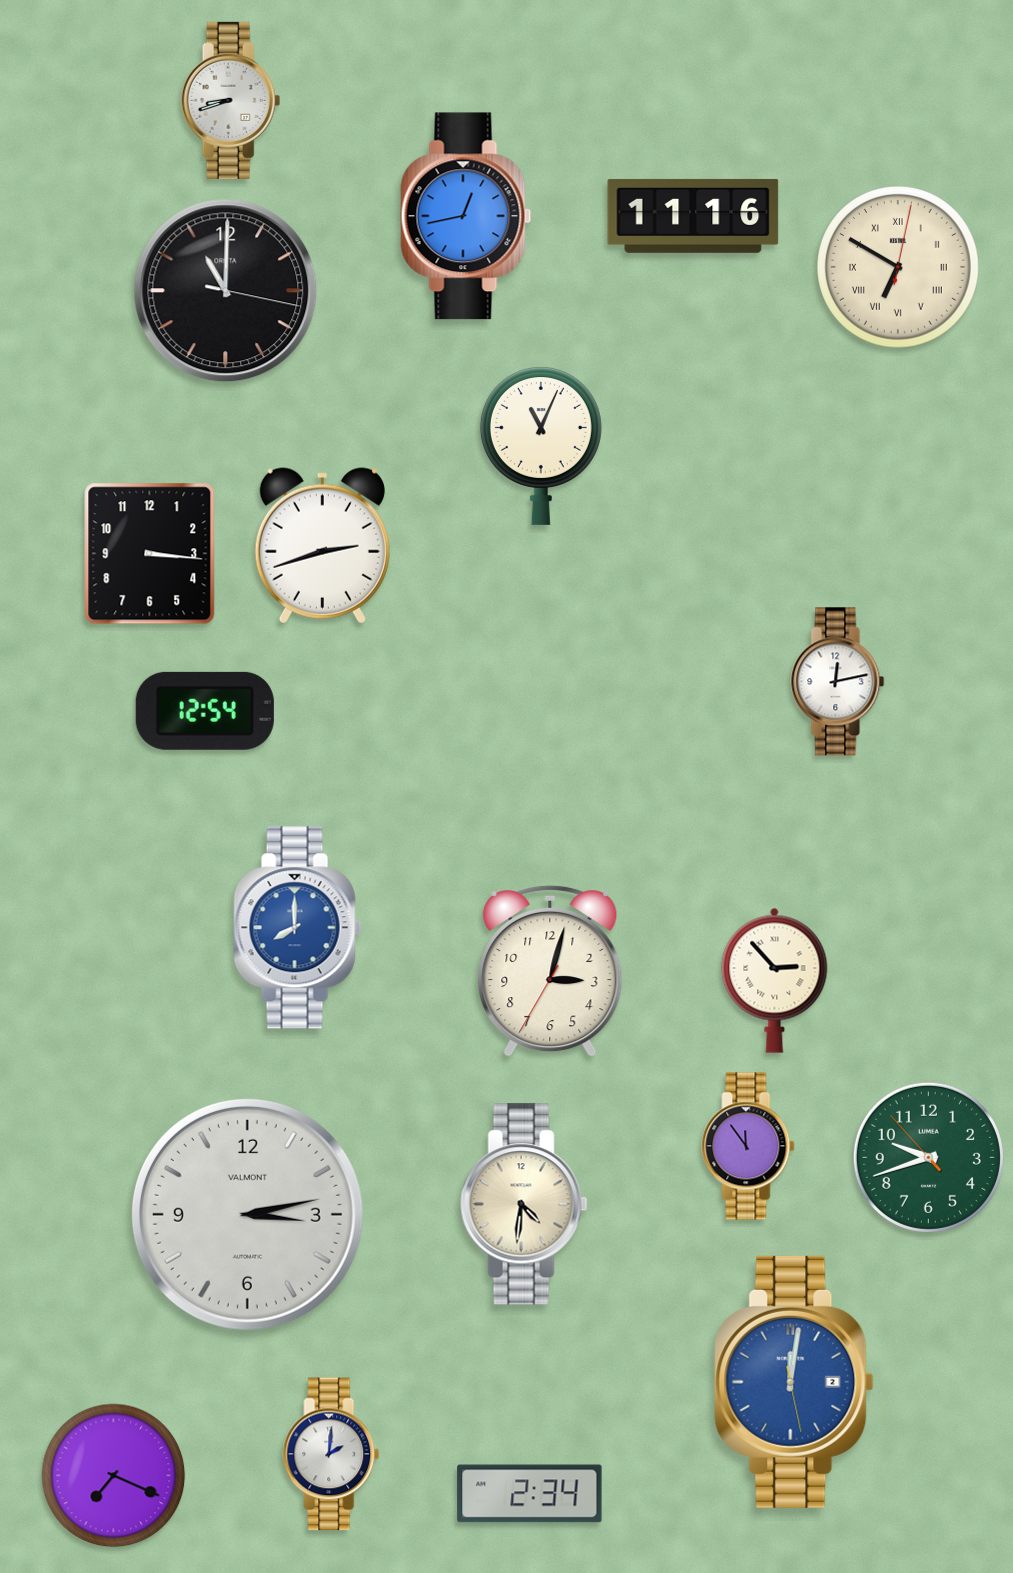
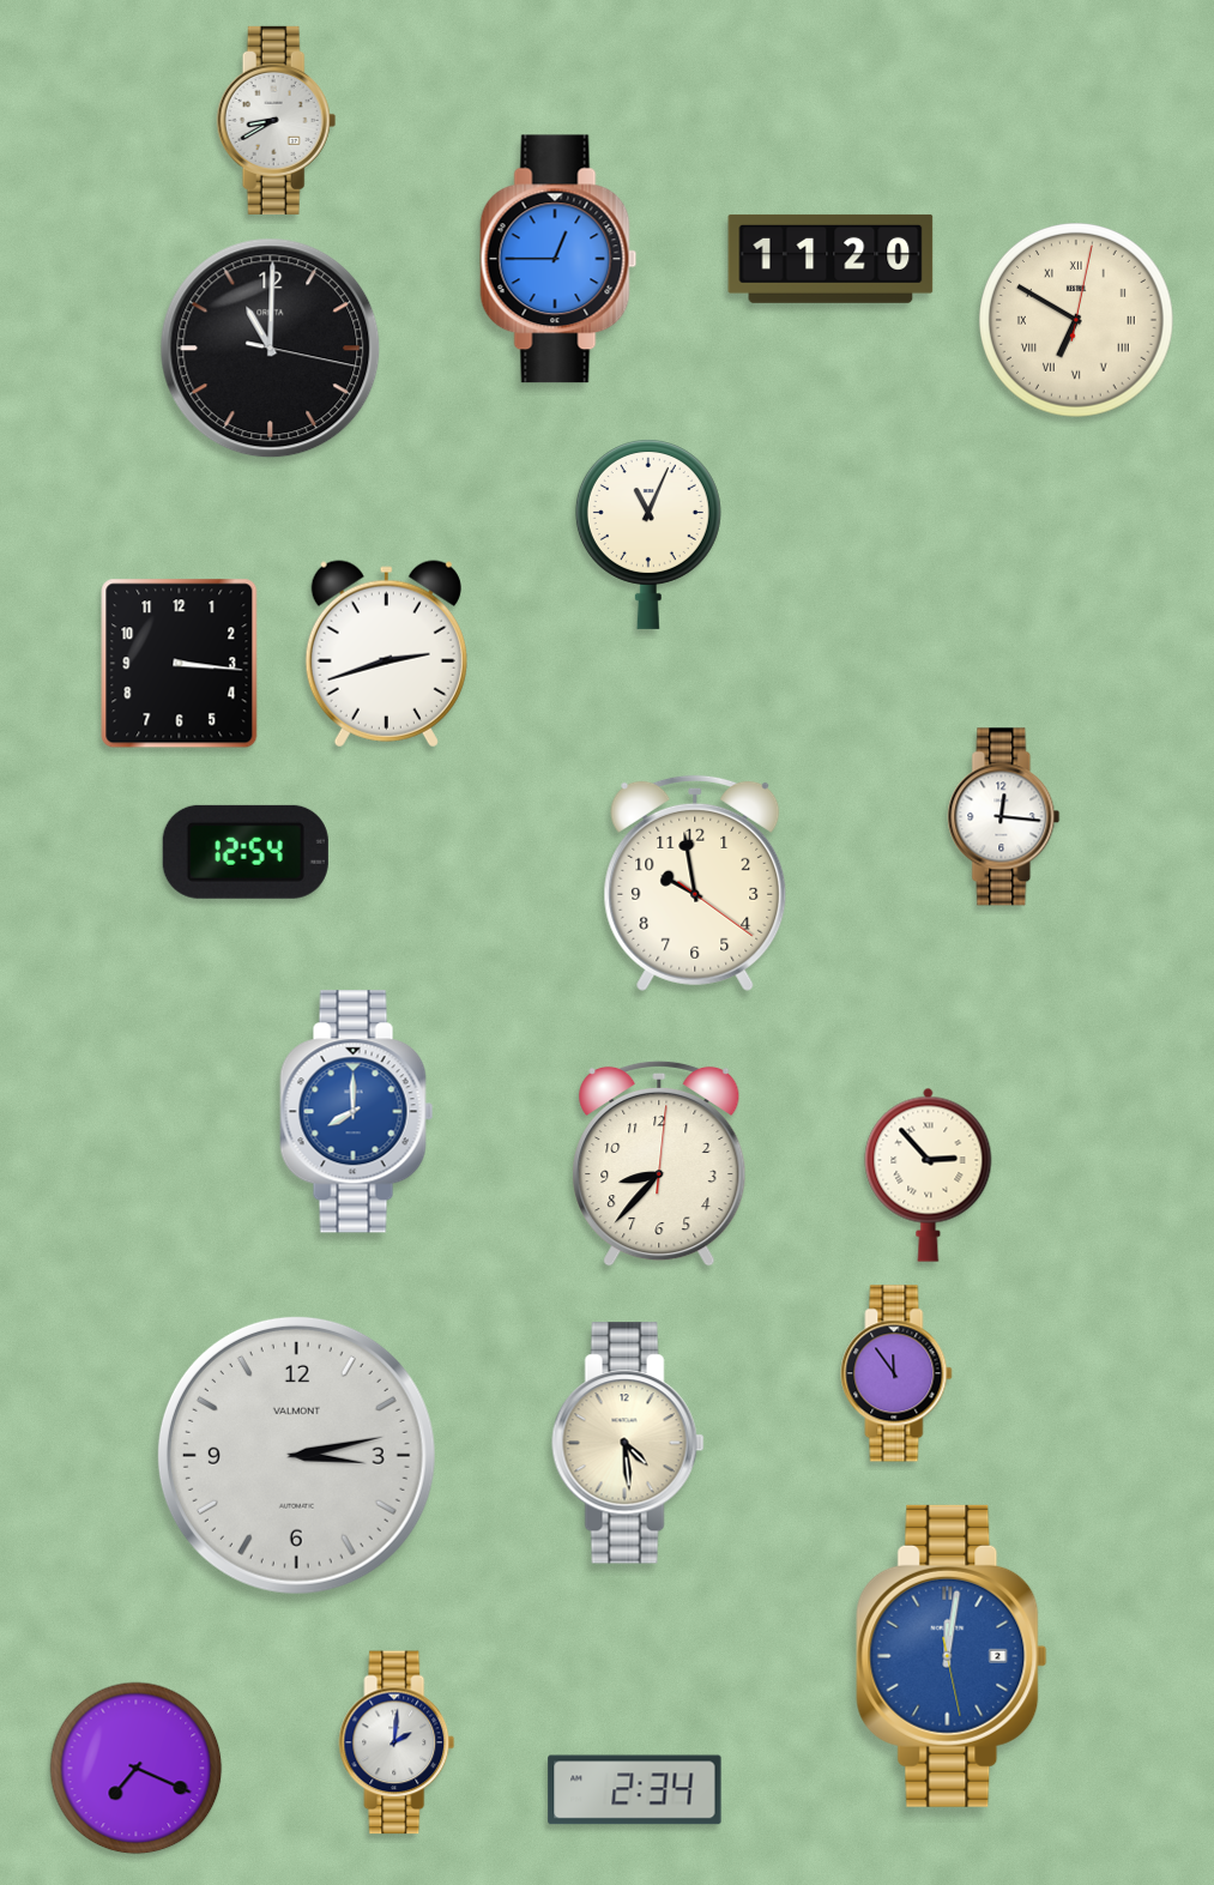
clock at (231, 100): 8:42 -> 8:40
clock at (466, 216): 12:43 -> 12:45
clock at (693, 216): 11:16 -> 11:20
clock at (838, 682): 12:13 -> 12:16
clock at (695, 883): none -> 9:58
clock at (550, 971): 3:02 -> 8:37
clock at (928, 1157): 9:41 -> none
clock at (524, 1204): 4:31 -> 4:29
